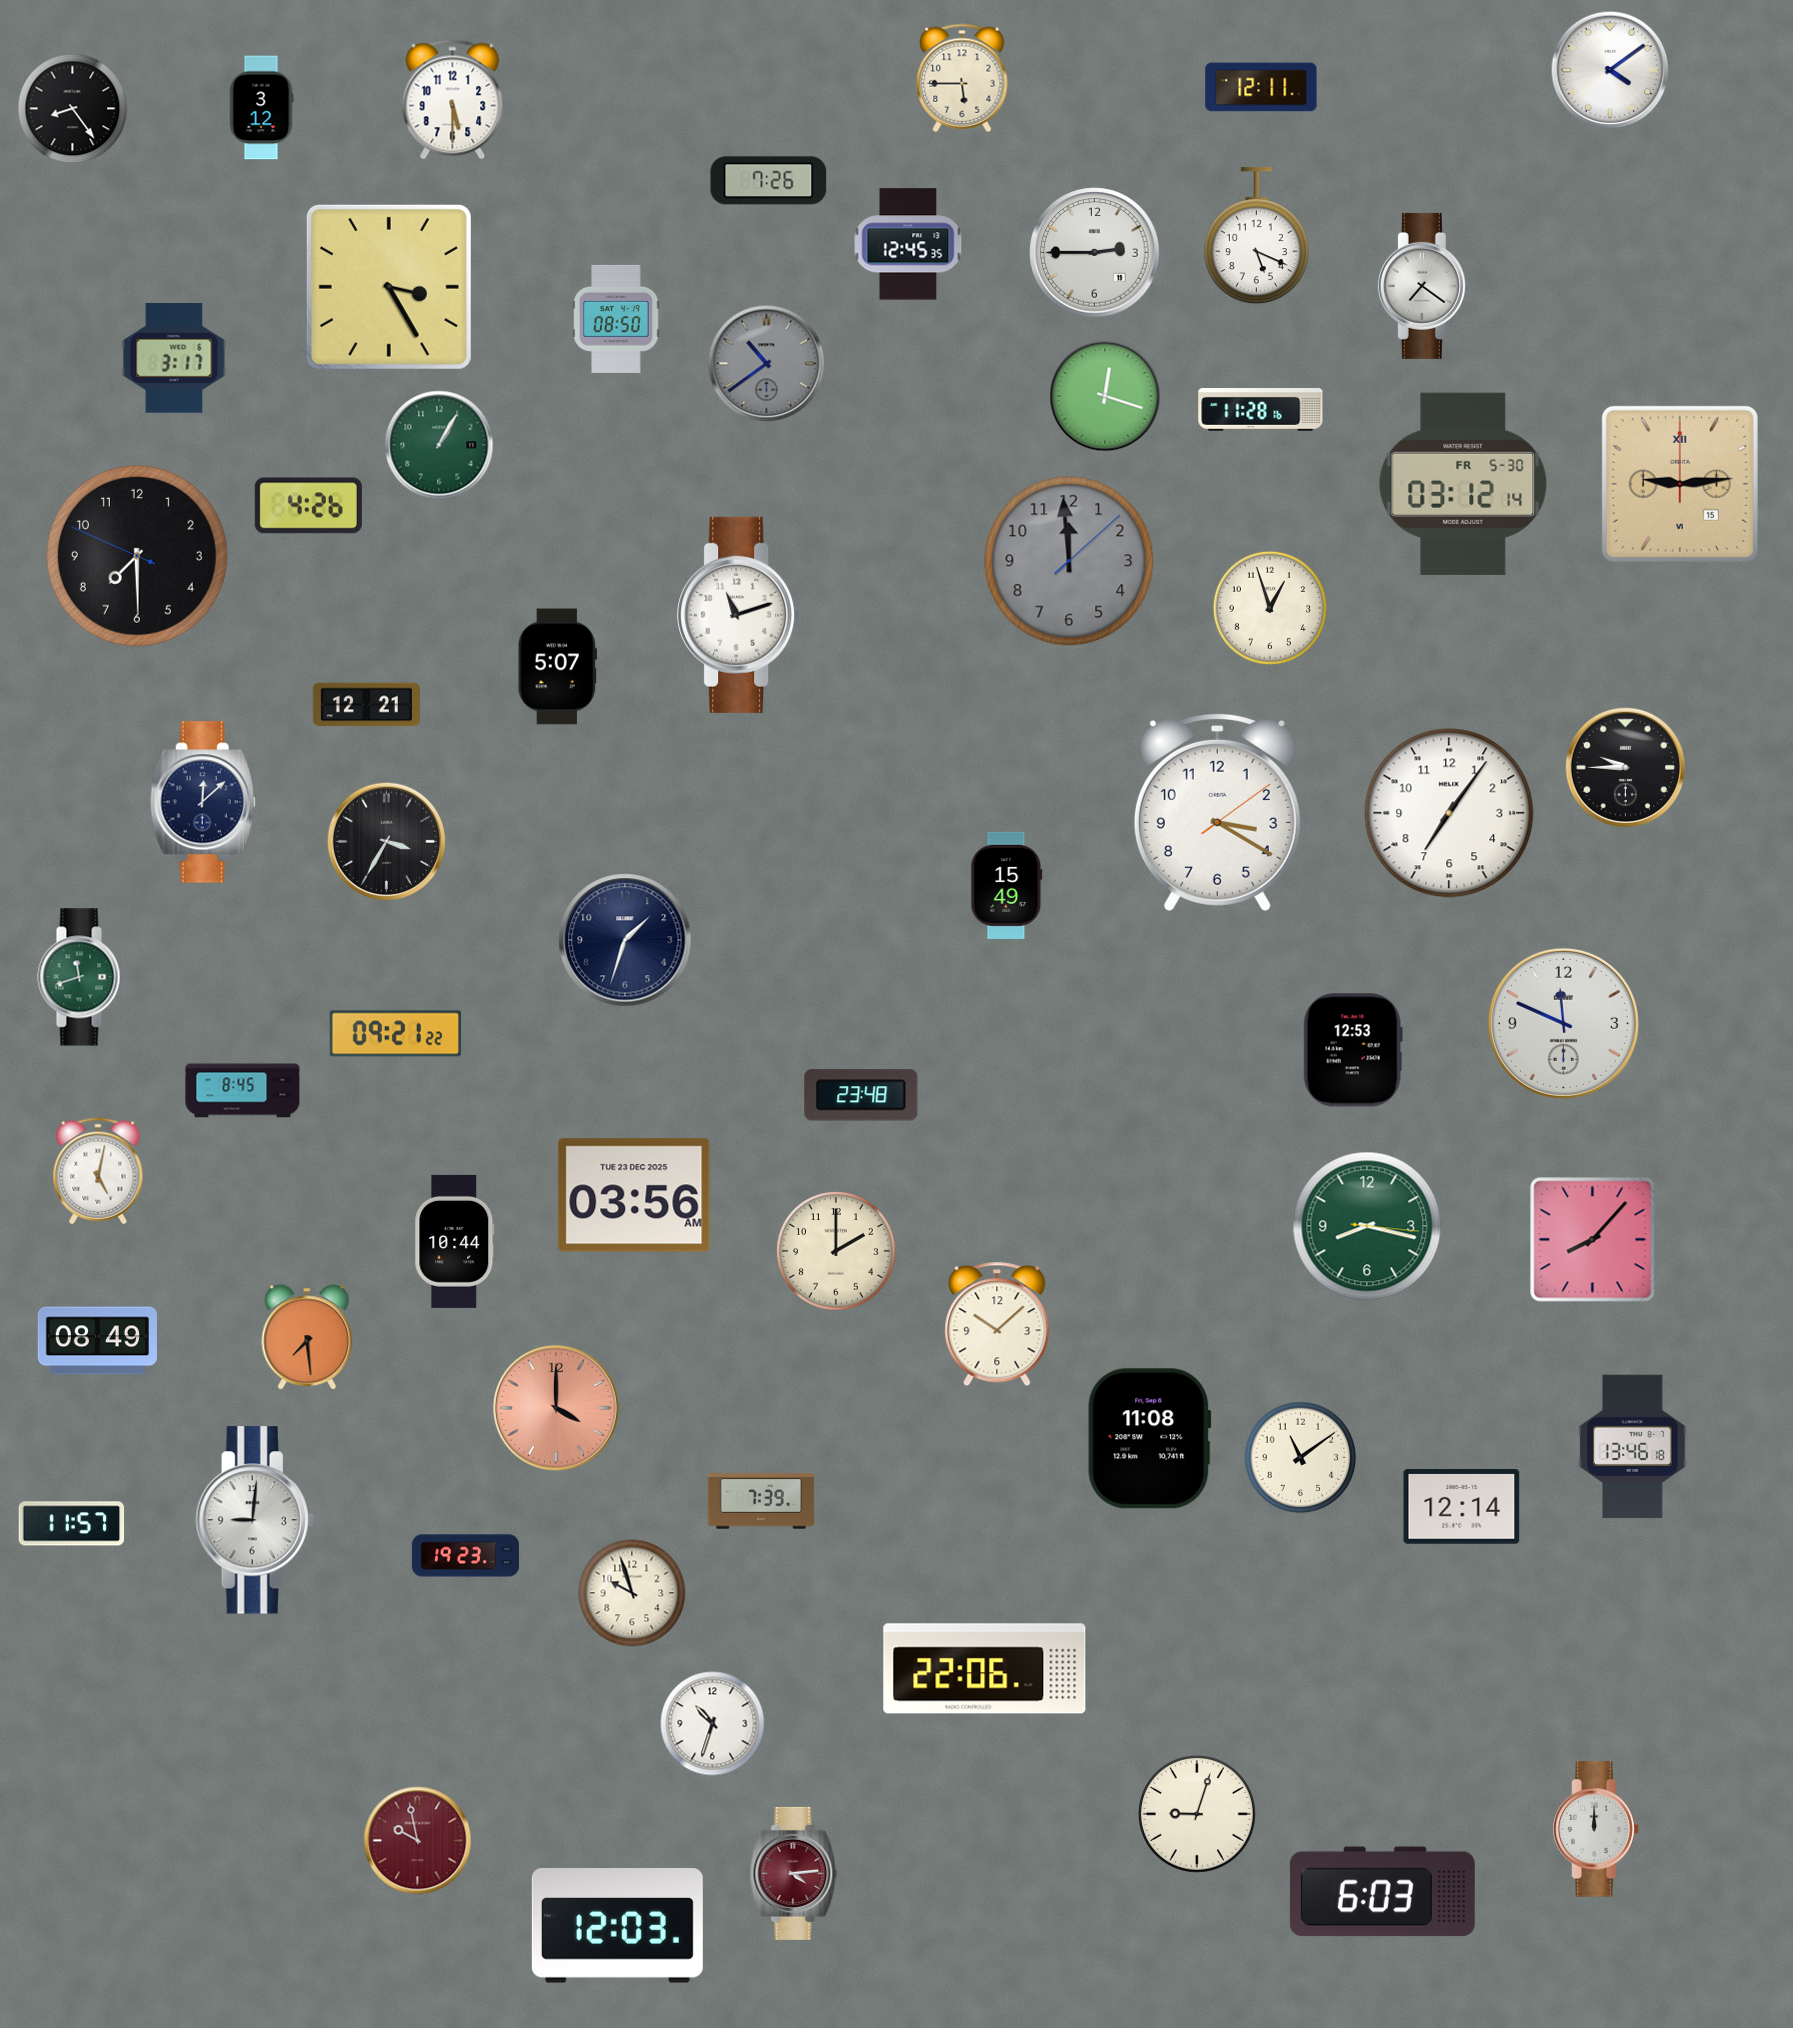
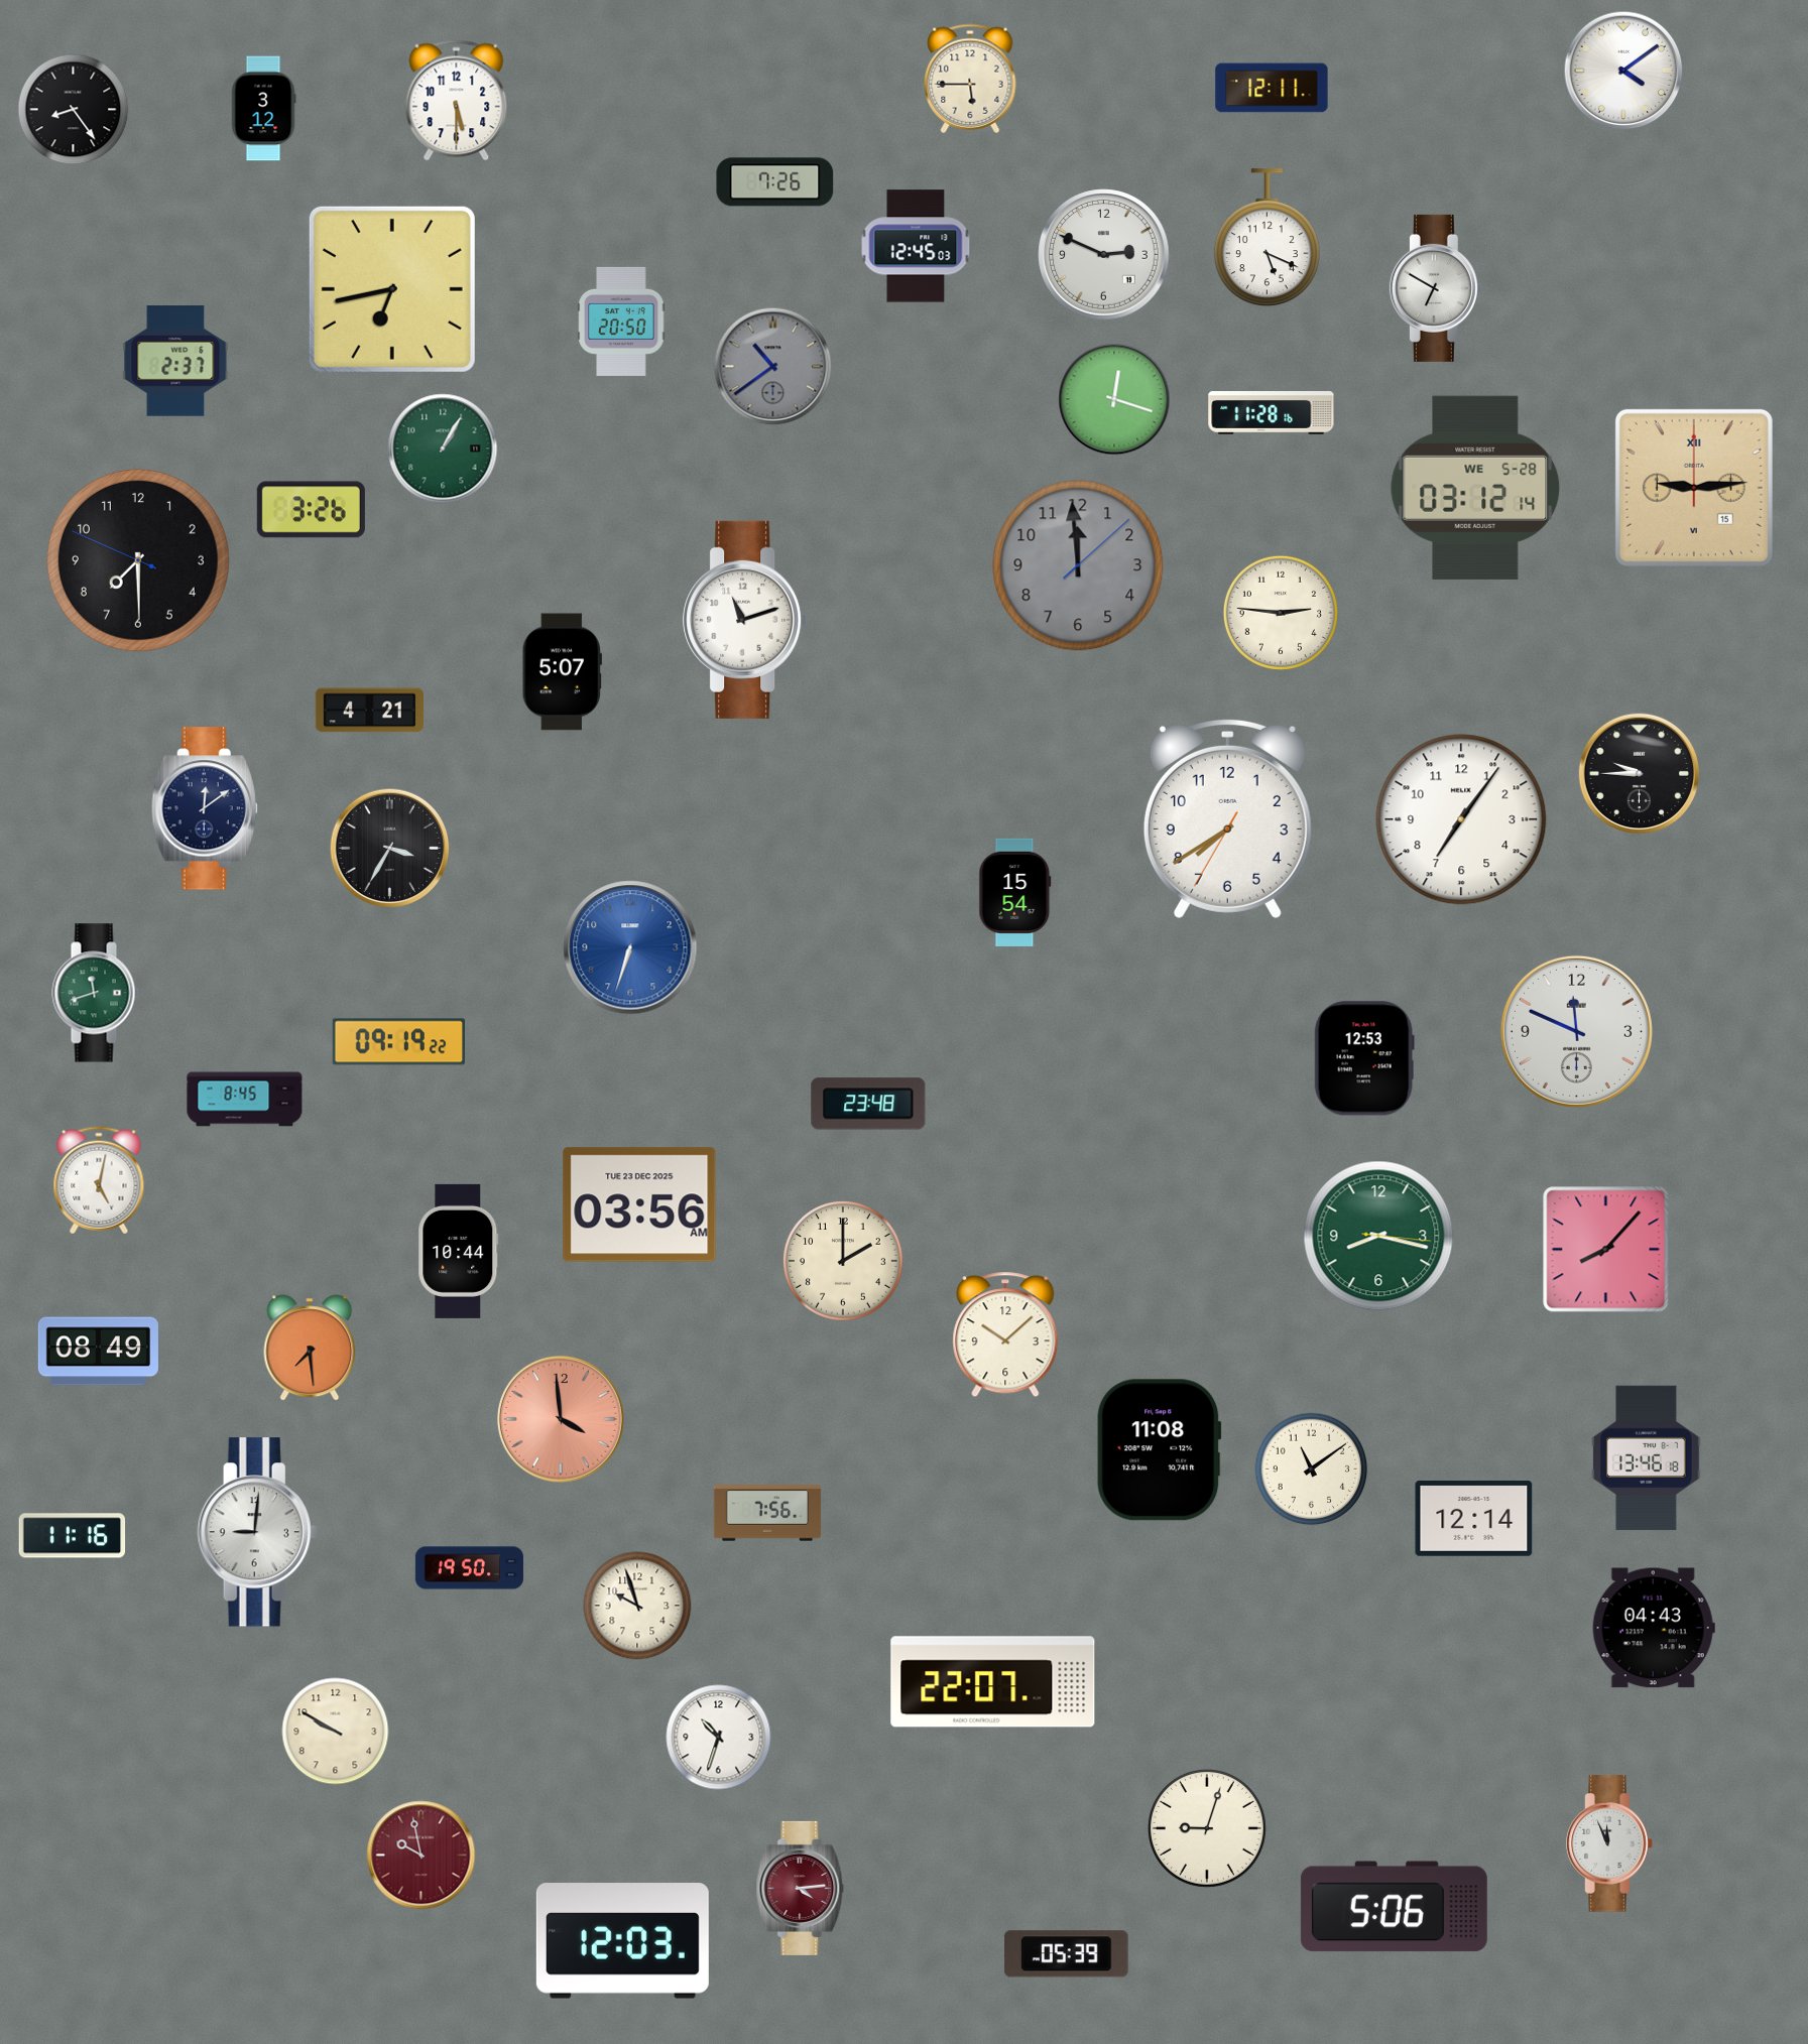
clock at (908, 244): 12:45:35 -> 12:45:03
clock at (1095, 253): 2:45 -> 2:49
clock at (1424, 286): 7:21 -> 6:50
clock at (389, 287): 3:25 -> 6:43
clock at (616, 319): 08:50 -> 20:50
clock at (174, 358): 3:17 -> 2:37
clock at (1463, 484) date: FR 5-30 -> WE 5-28
clock at (308, 506): 4:26 -> 3:26
clock at (1270, 608): 12:57 -> 2:46
clock at (366, 705): 12:21 -> 4:21
clock at (203, 802): 12:08 -> 12:09
clock at (1217, 812): 3:20 -> 7:39
clock at (1007, 885): 15:49 -> 15:54
clock at (625, 940): 1:33 -> 6:33
clock at (625, 940) dial: navy -> blue
clock at (81, 977) position: (81, 977) -> (96, 993)
clock at (395, 1034): 09:21 -> 09:19
clock at (556, 1408): 4:00 -> 3:59
clock at (761, 1501): 7:39 -> 7:56
clock at (72, 1524): 11:57 -> 11:16
clock at (465, 1556): 19:23 -> 19:50
clock at (1654, 1628): none -> 04:43
clock at (985, 1669): 22:06 -> 22:07
clock at (336, 1732): none -> 9:50
clock at (1596, 1829): 12:00 -> 11:56
clock at (1382, 1892): 6:03 -> 5:06
clock at (1067, 1954): none -> 05:39
